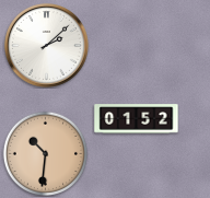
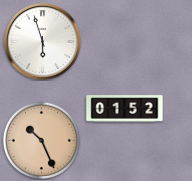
clock at (46, 45): 2:08 -> 5:57
clock at (45, 153): 10:31 -> 10:26
